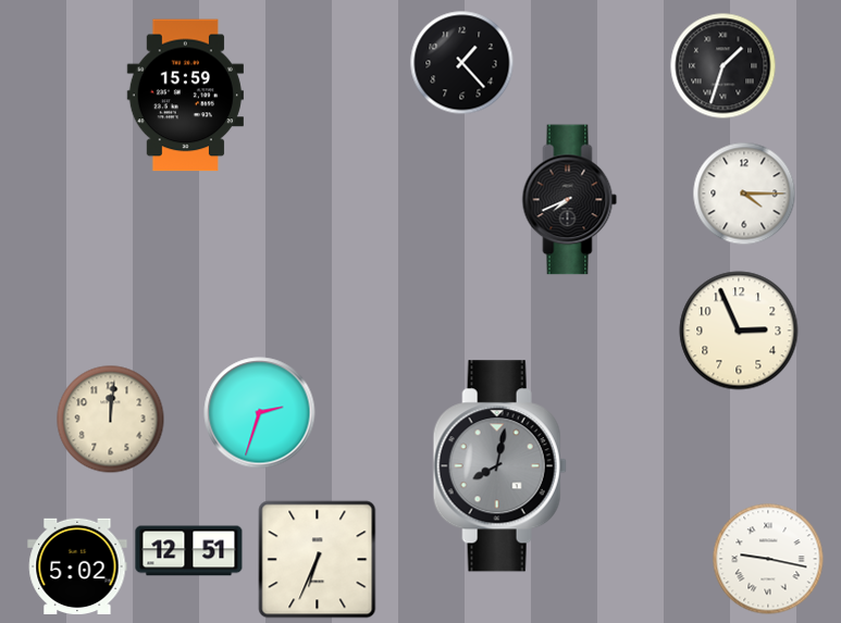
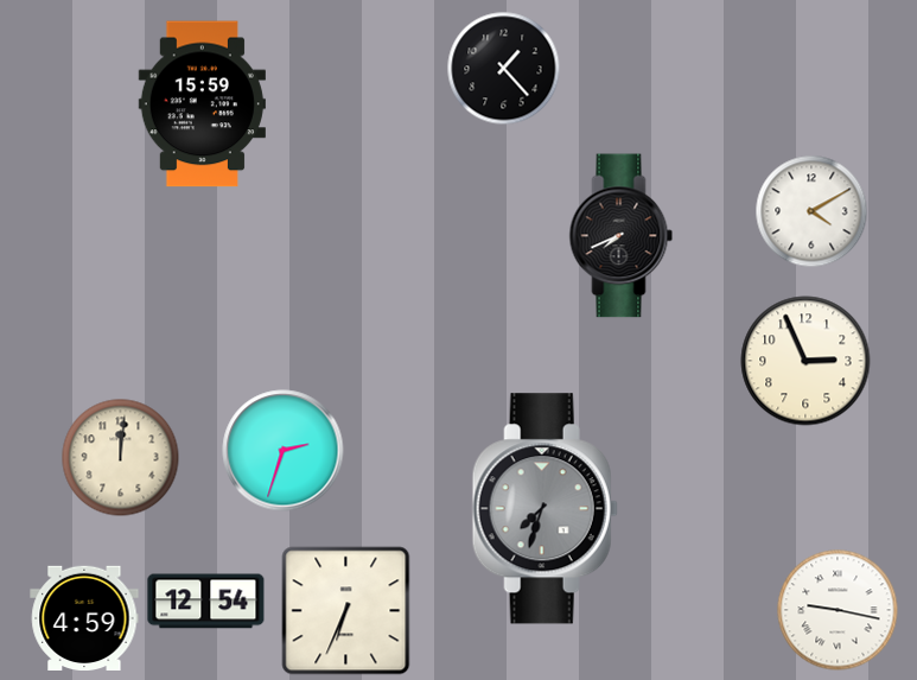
clock at (723, 66): 1:33 -> none
clock at (744, 194): 4:15 -> 4:10
clock at (570, 200) position: (570, 200) -> (622, 236)
clock at (499, 466): 8:02 -> 7:33
clock at (189, 551): 12:51 -> 12:54
clock at (77, 565): 5:02 -> 4:59
